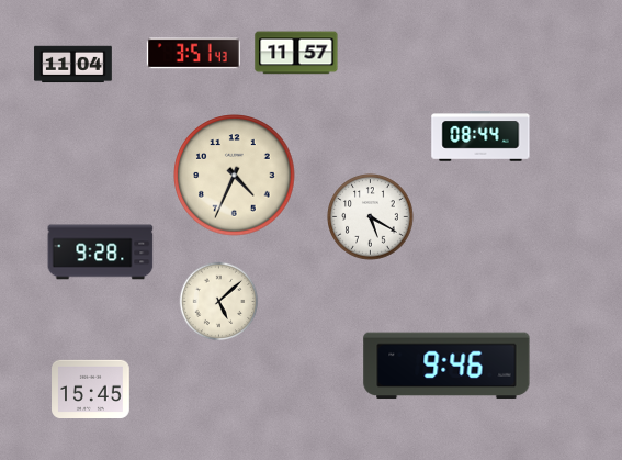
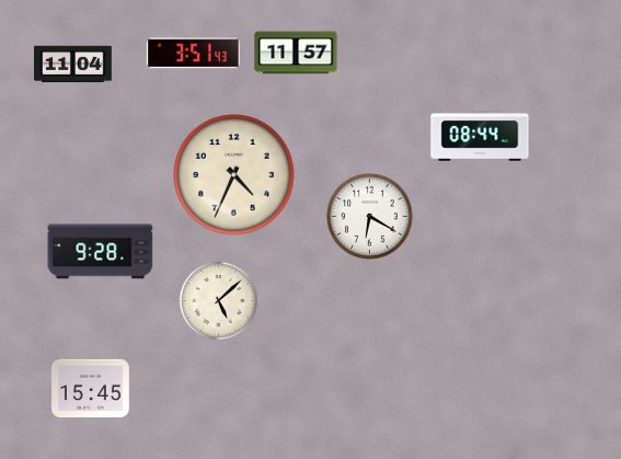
clock at (371, 217): 5:20 -> 6:20
clock at (446, 366): 9:46 -> none
